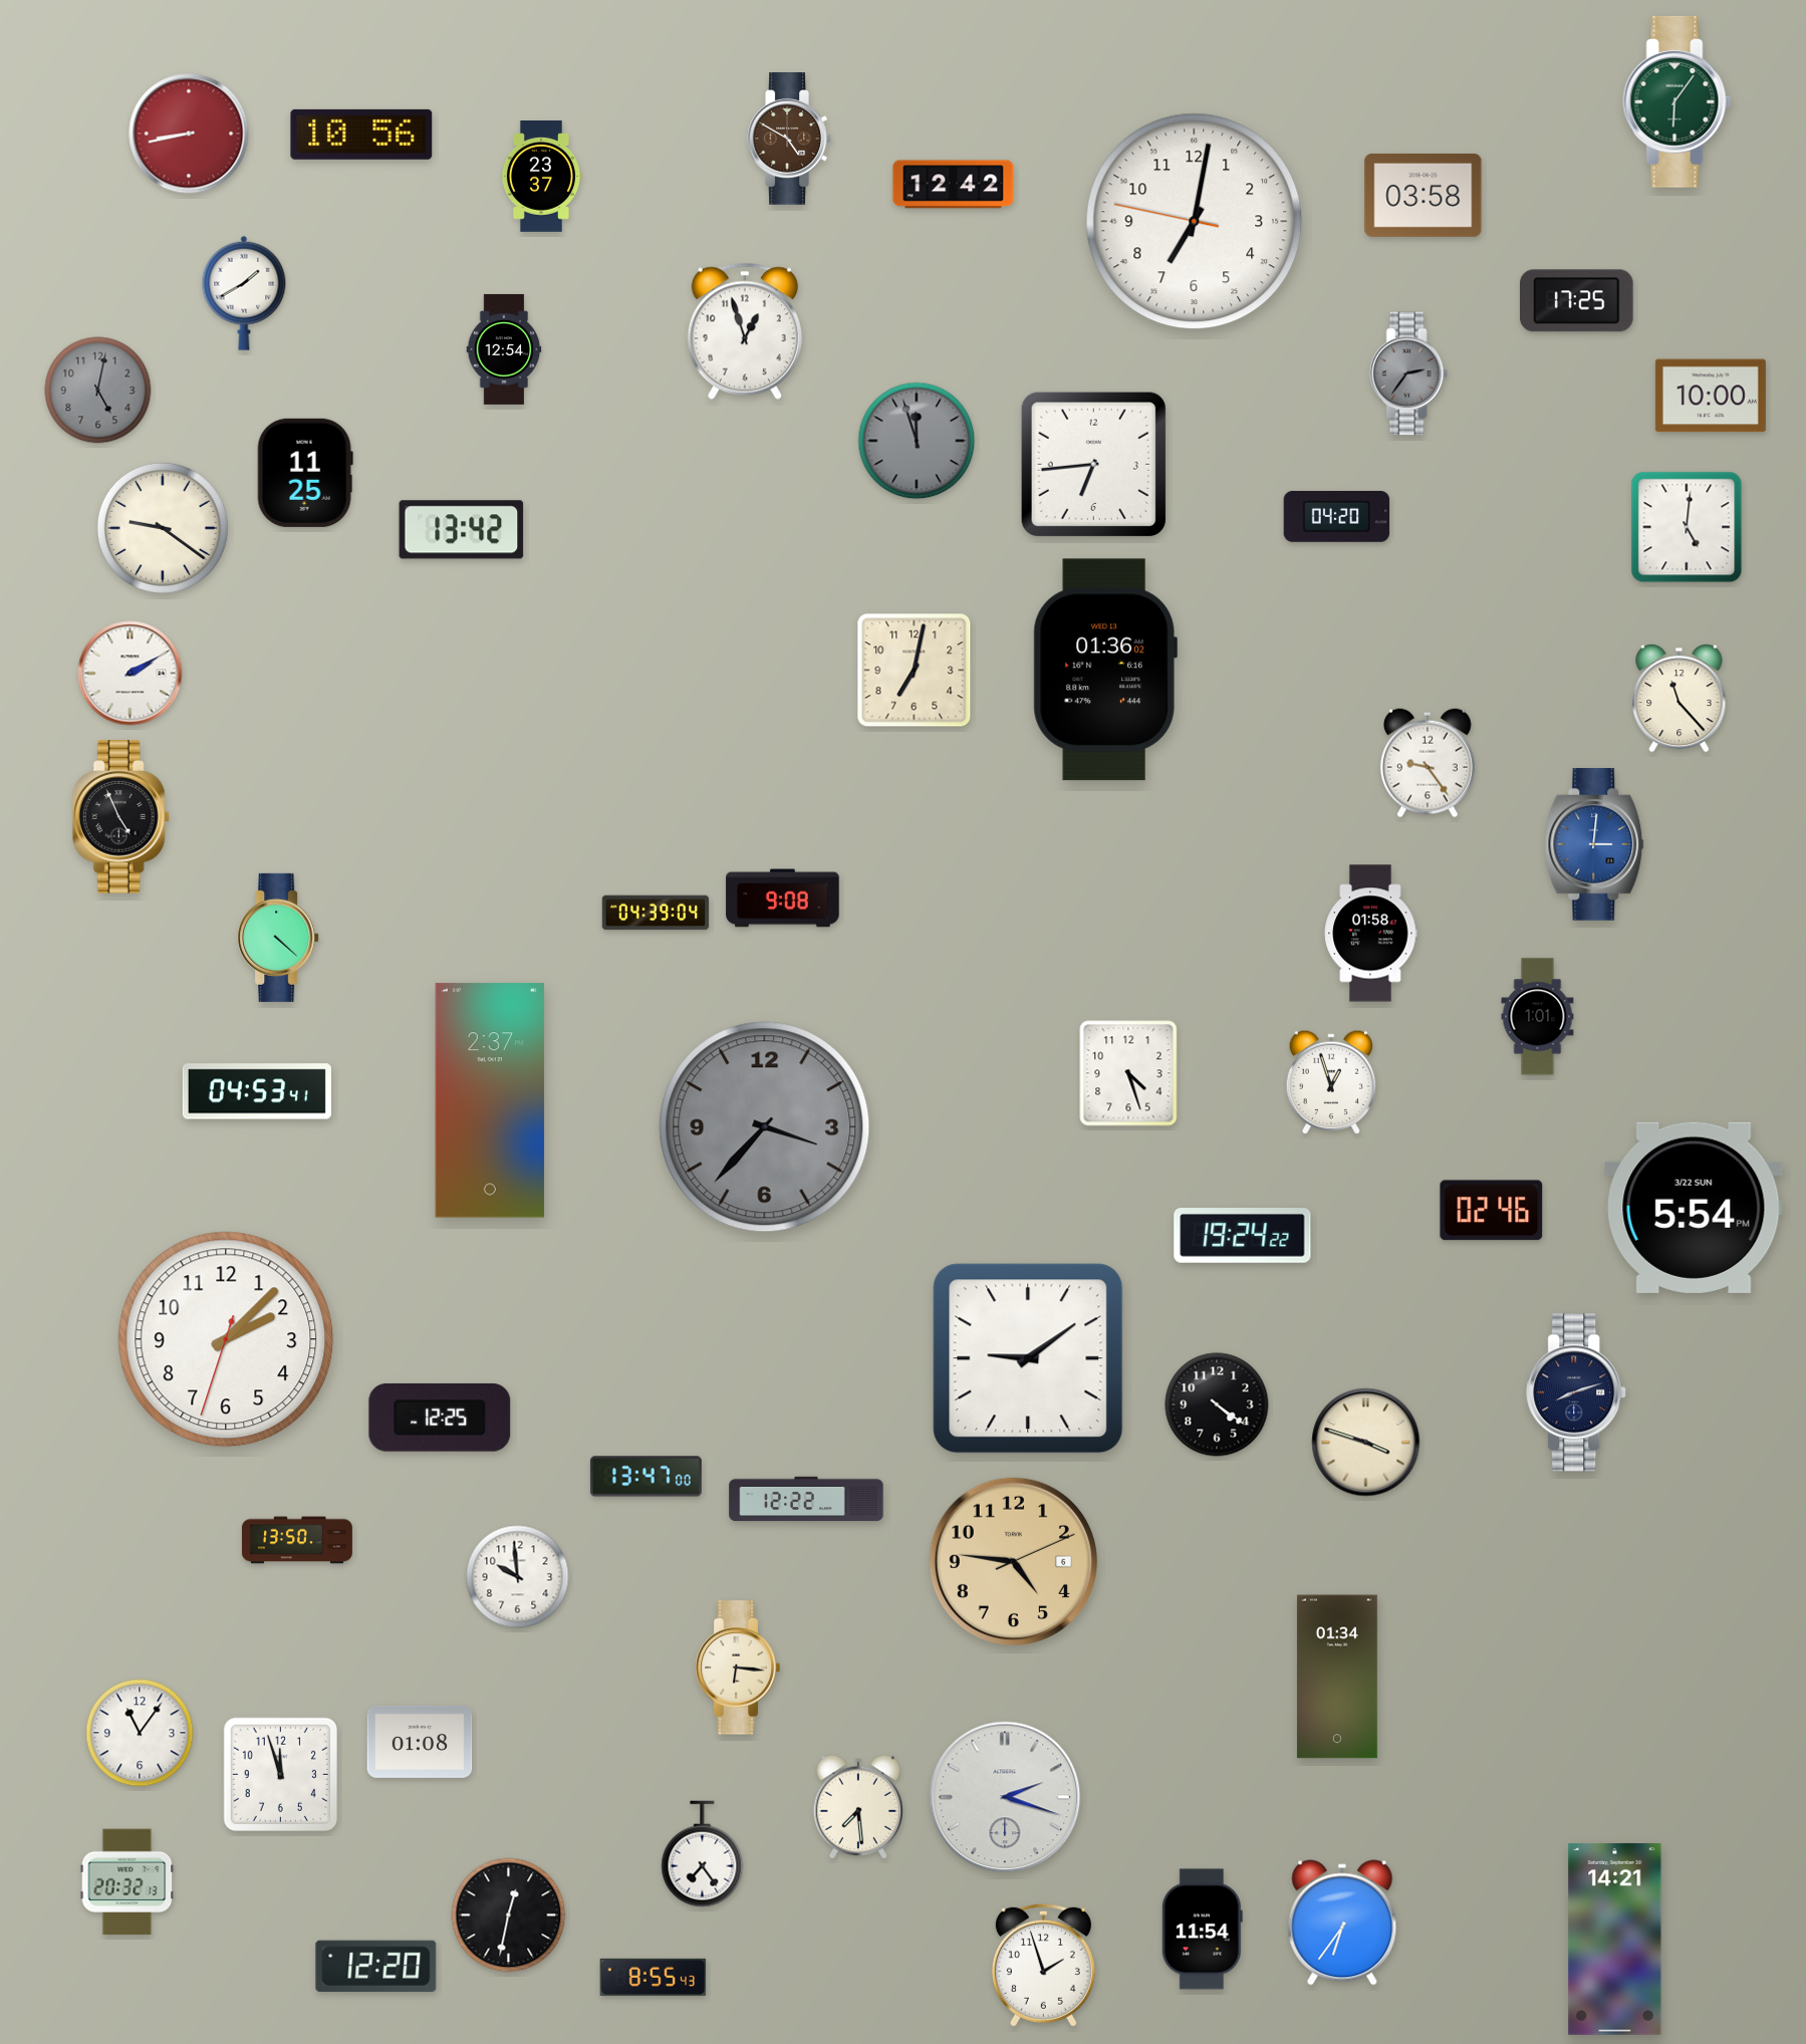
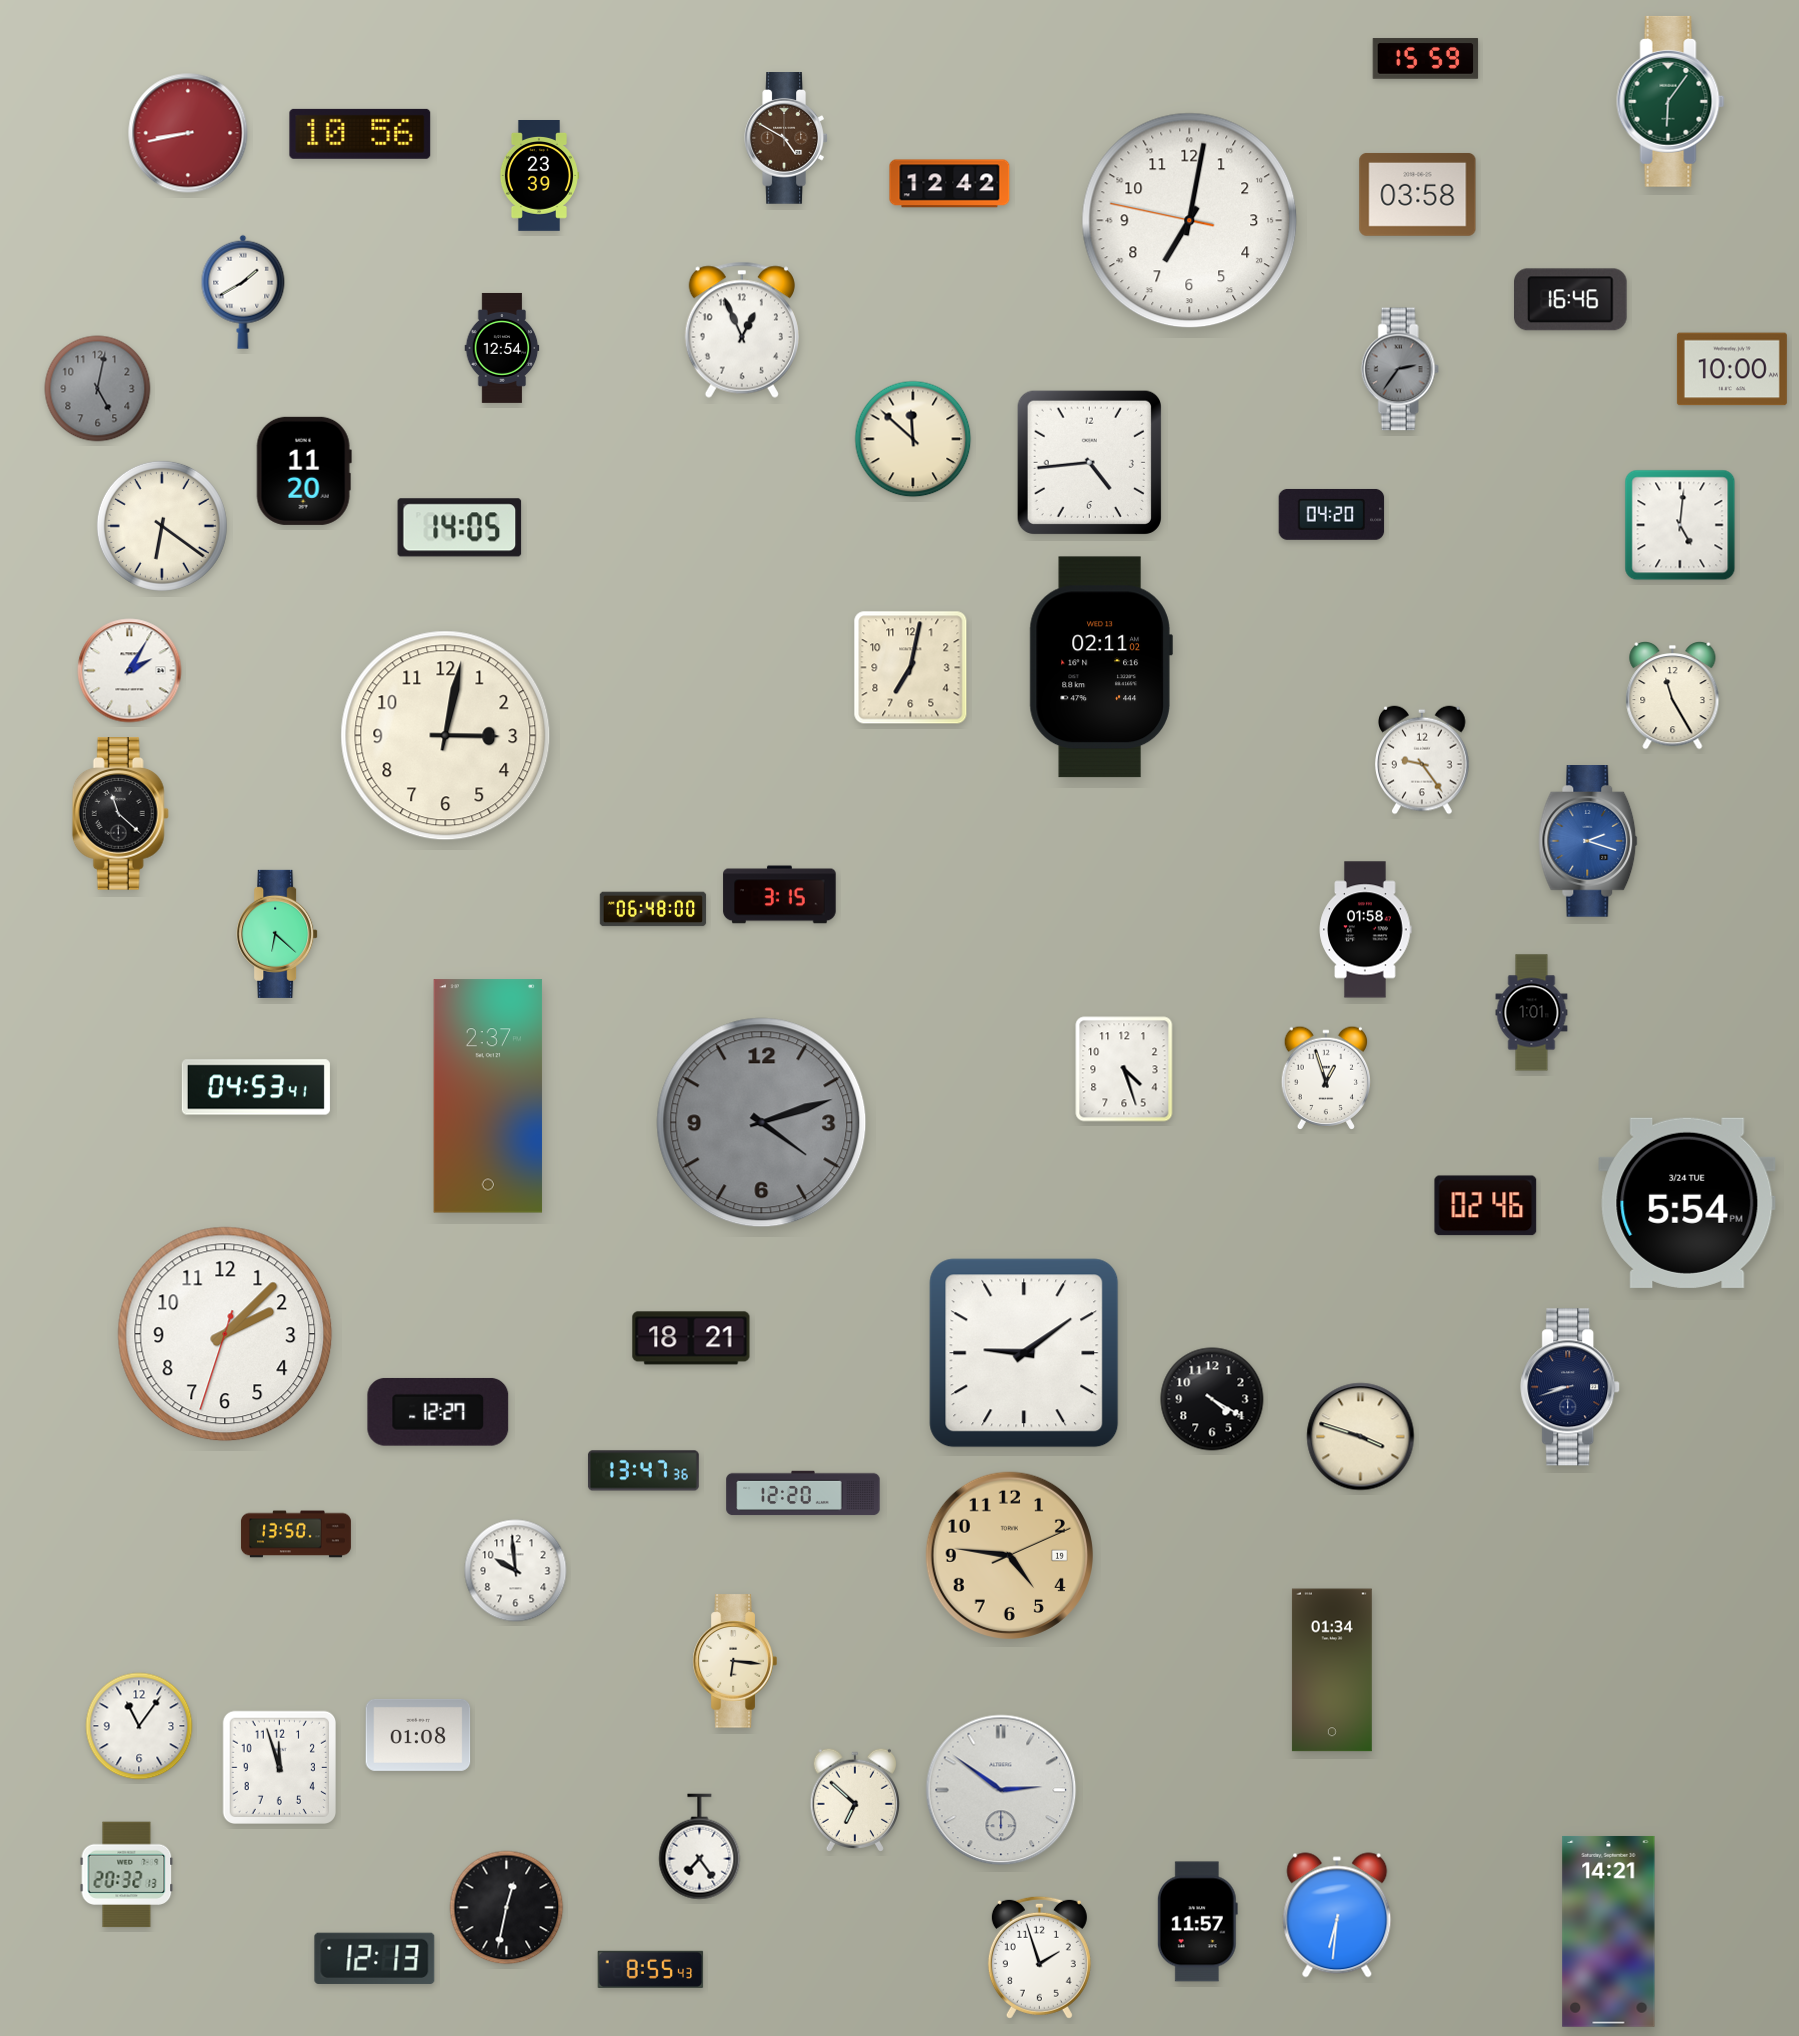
clock at (1426, 59): none -> 15:59
clock at (540, 177): 23:37 -> 23:39
clock at (1577, 301): 17:25 -> 16:46
clock at (745, 331): 12:57 -> 12:56
clock at (1408, 373) position: (1408, 373) -> (1400, 369)
clock at (1711, 396) position: (1711, 396) -> (1732, 369)
clock at (917, 441): 11:57 -> 11:52
clock at (917, 441) dial: grey -> cream
clock at (1093, 464): 6:44 -> 4:44
clock at (305, 473): 11:25 -> 11:20
clock at (163, 528): 9:21 -> 6:21
clock at (462, 530): 13:42 -> 14:05
clock at (1105, 670): 01:36 -> 02:11
clock at (131, 674): 2:10 -> 2:05
clock at (1680, 698): 11:23 -> 11:25
clock at (446, 736): none -> 3:02
clock at (120, 817): 4:56 -> 11:22
clock at (1594, 845): 3:01 -> 2:18
clock at (783, 899): 9:08 -> 3:15
clock at (656, 913): 04:39 -> 06:48
clock at (278, 938): 4:22 -> 6:22
clock at (765, 1127): 3:37 -> 4:12
clock at (1694, 1208) date: 3/22 SUN -> 3/24 TUE
clock at (1243, 1236): 19:24 -> none
clock at (691, 1338): none -> 18:21
clock at (1577, 1392): 8:12 -> 8:42
clock at (1217, 1404): 4:21 -> 4:20
clock at (440, 1418): 12:25 -> 12:27
clock at (646, 1477): 13:47:00 -> 13:47:36
clock at (806, 1499): 12:22 -> 12:20
clock at (1013, 1561) date: 6 -> 19
clock at (1005, 1797): 2:18 -> 2:51
clock at (857, 1807): 7:29 -> 6:52
clock at (1342, 1923): 6:36 -> 6:31
clock at (1202, 1930): 11:54 -> 11:57
clock at (376, 1966): 12:20 -> 12:13
